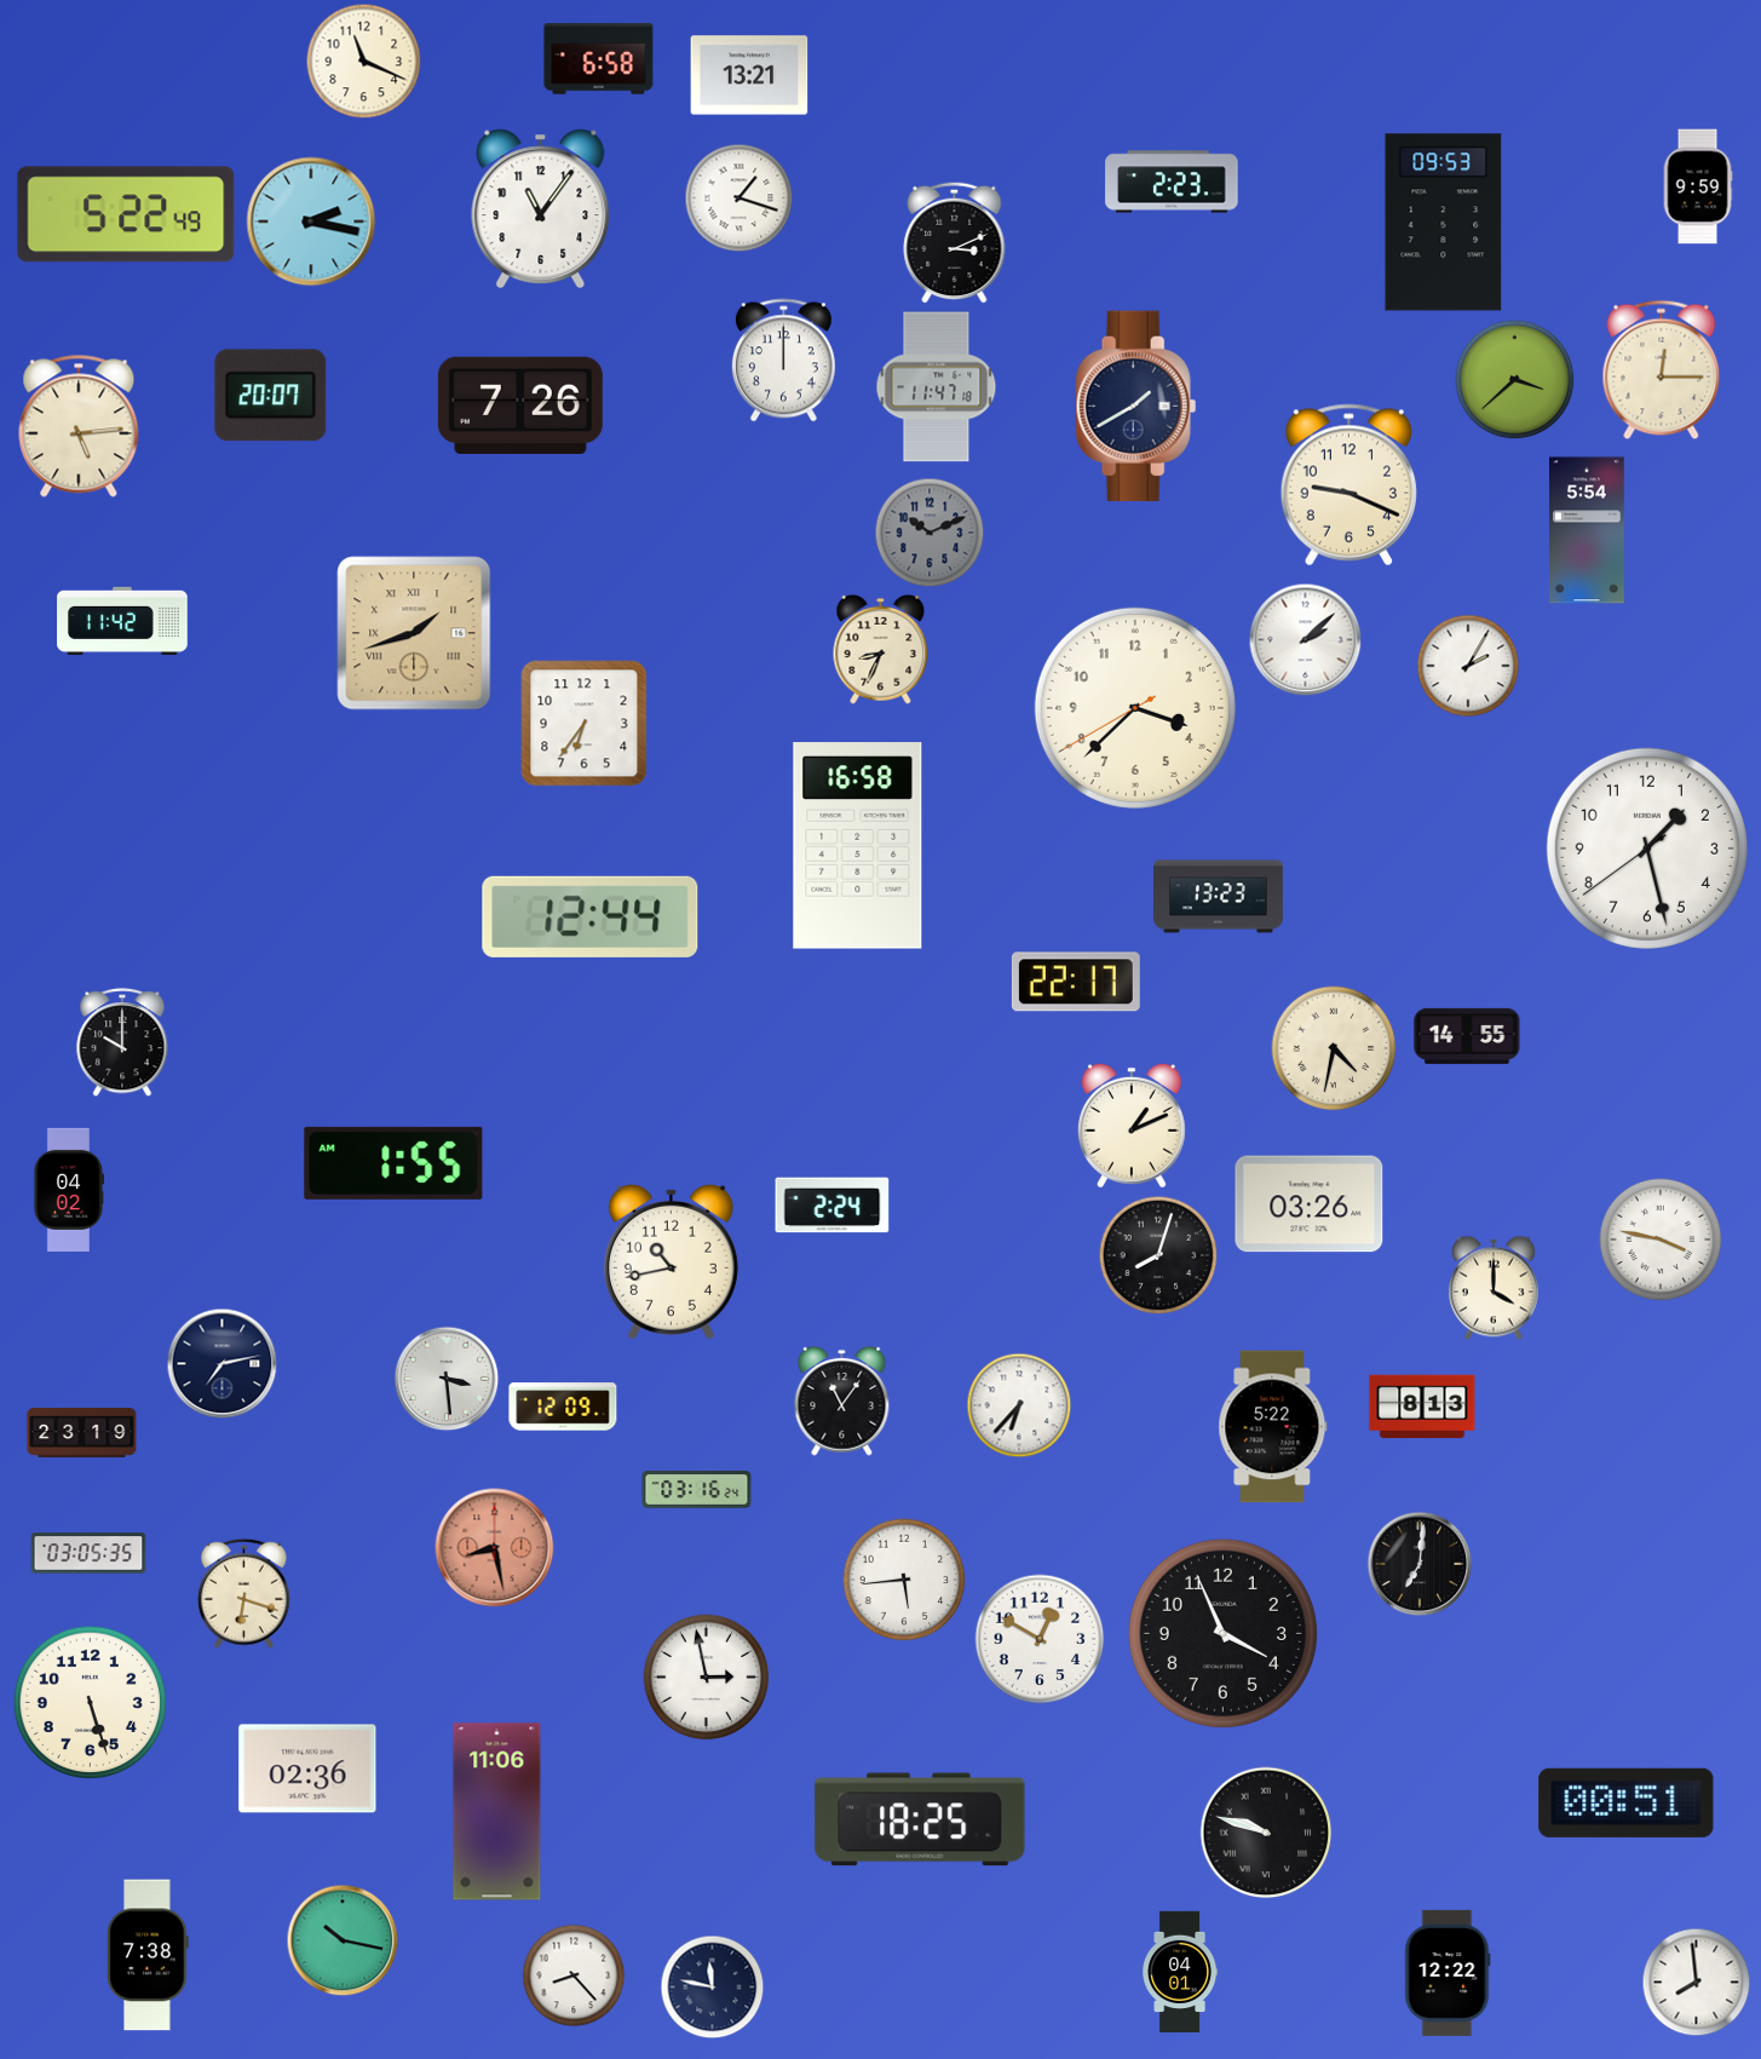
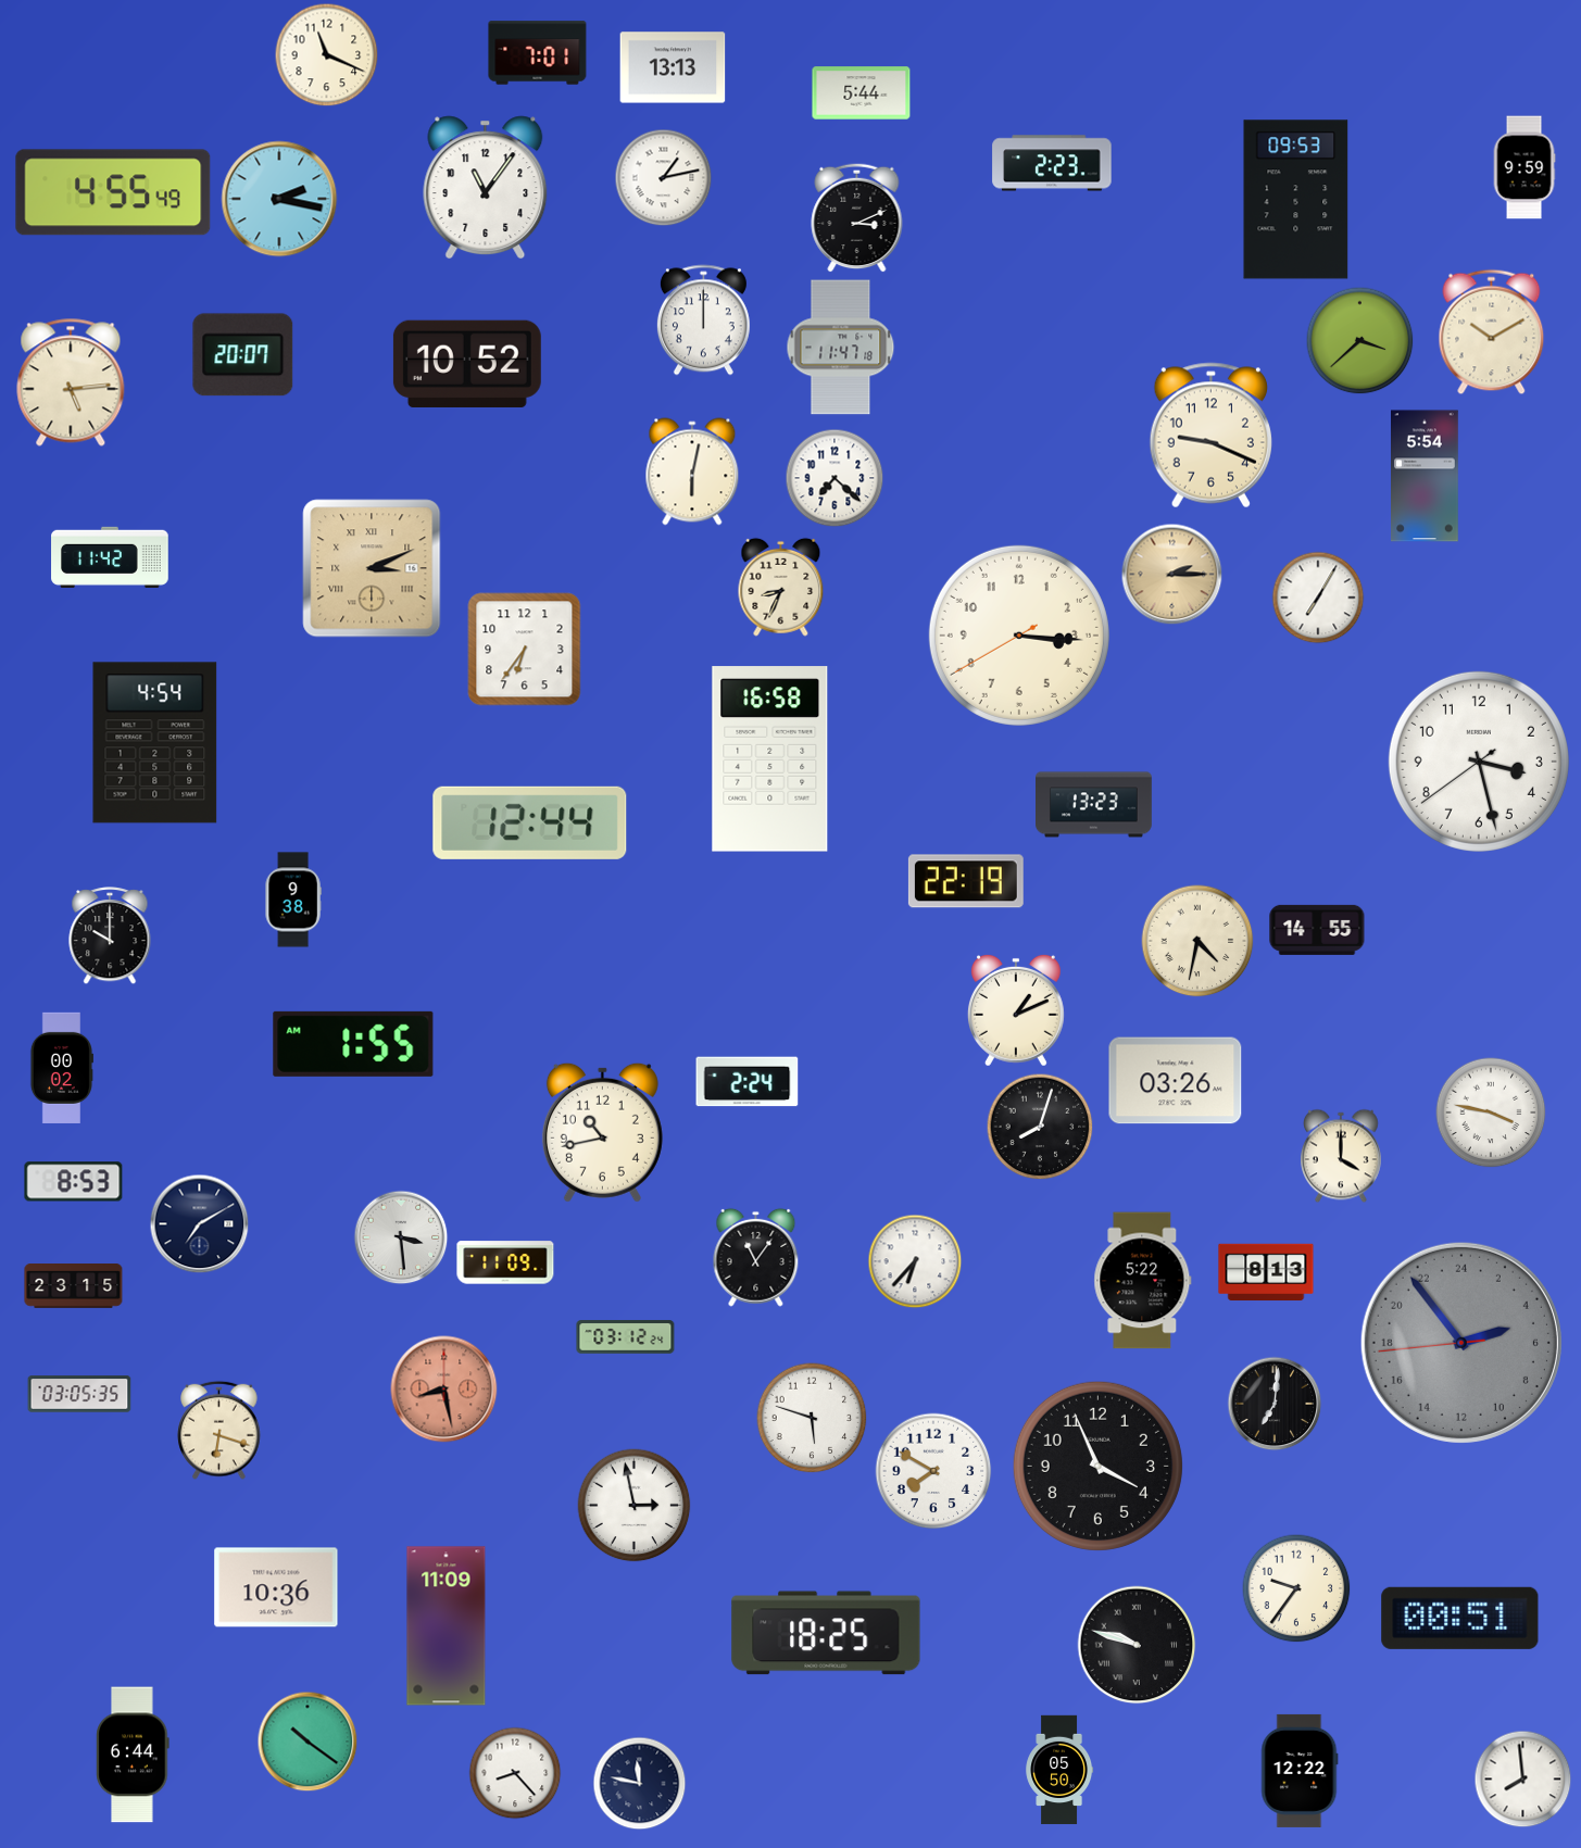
clock at (599, 59): 6:58 -> 7:01
clock at (749, 75): 13:21 -> 13:13
clock at (862, 93): none -> 5:44
clock at (739, 199): 1:18 -> 1:13
clock at (126, 214): 5:22 -> 4:55
clock at (783, 361) position: (783, 361) -> (703, 320)
clock at (1662, 370): 12:15 -> 10:10
clock at (520, 406): 7:26 -> 10:52
clock at (1136, 407): 1:40 -> none
clock at (692, 472): none -> 6:02
clock at (930, 533): 10:11 -> 7:22
clock at (930, 533) dial: grey -> white
clock at (414, 633): 1:42 -> 3:11
clock at (1306, 640): 2:08 -> 2:15
clock at (1306, 640) dial: white -> champagne
clock at (881, 649) position: (881, 649) -> (781, 587)
clock at (1468, 666): 2:05 -> 7:05
clock at (1135, 708): 3:37 -> 3:15
clock at (155, 743): none -> 4:54
clock at (1647, 849): 1:27 -> 3:27
clock at (1076, 982): 22:17 -> 22:19
clock at (293, 900): none -> 9:38
clock at (68, 1190): 04:02 -> 00:02
clock at (74, 1182): none -> 8:53
clock at (223, 1364): 7:13 -> 7:10
clock at (563, 1407): 12:09 -> 11:09
clock at (1422, 1407) position: (1422, 1407) -> (1266, 1272)
clock at (82, 1433): 23:19 -> 23:15
clock at (697, 1490): 03:16 -> 03:12
clock at (1461, 1343): none -> 4:53
clock at (904, 1580): 5:44 -> 5:48
clock at (1040, 1639): 12:50 -> 7:50
clock at (91, 1703): 5:27 -> none
clock at (307, 1768): 02:36 -> 10:36
clock at (1296, 1588): none -> 9:36
clock at (497, 1812): 11:06 -> 11:09
clock at (343, 1940): 10:17 -> 10:21
clock at (148, 1955): 7:38 -> 6:44
clock at (1180, 1972): 04:01 -> 05:50
